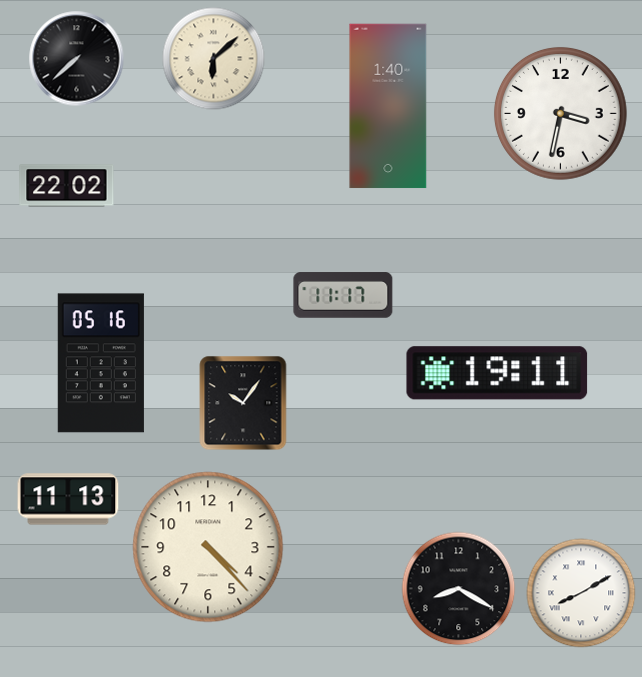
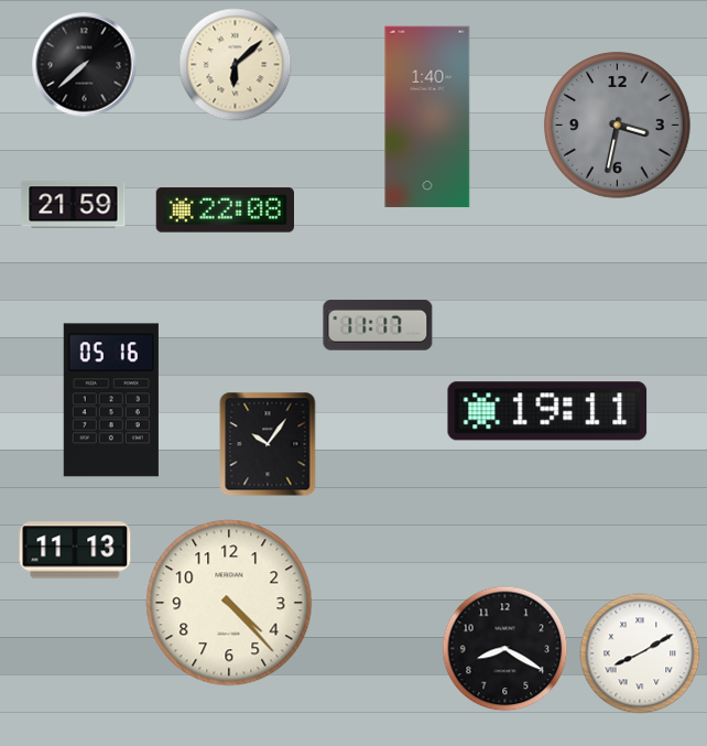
clock at (560, 113) dial: white -> grey
clock at (67, 186): 22:02 -> 21:59
clock at (225, 210): none -> 22:08
